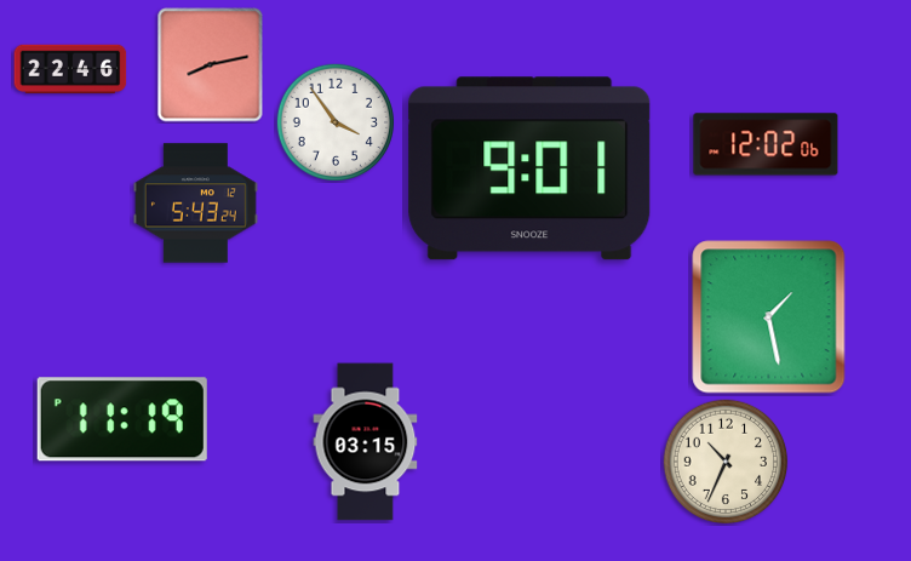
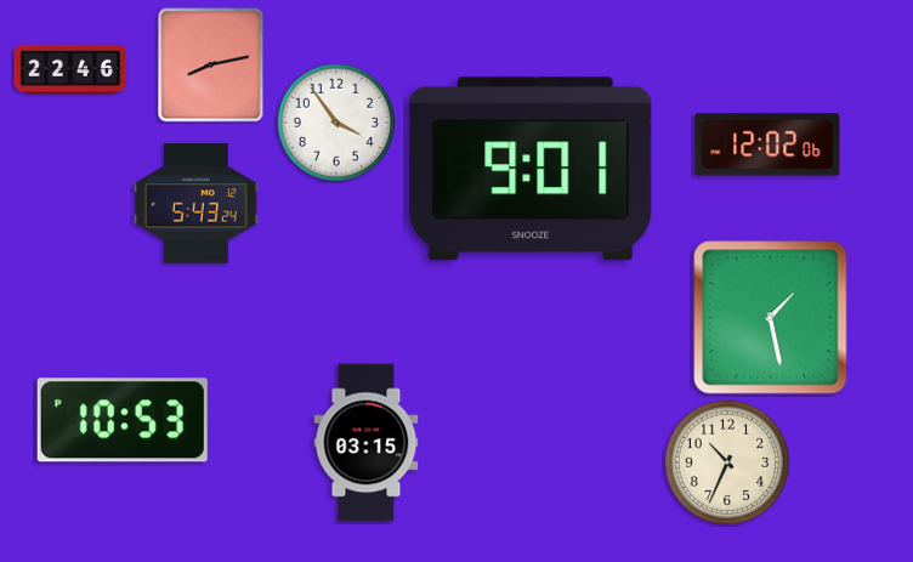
clock at (122, 419): 11:19 -> 10:53
